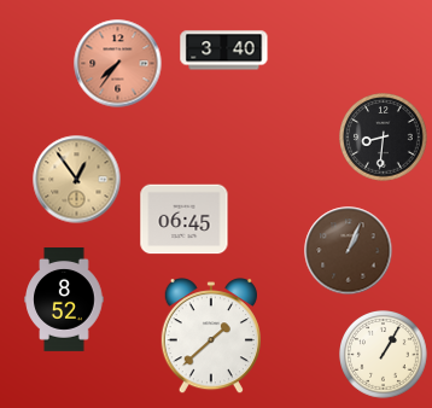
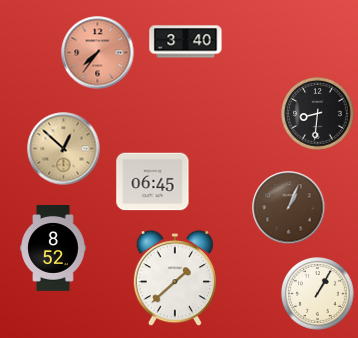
clock at (77, 180): 12:54 -> 12:52
